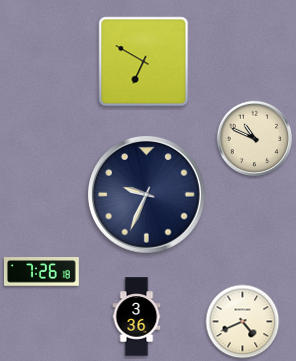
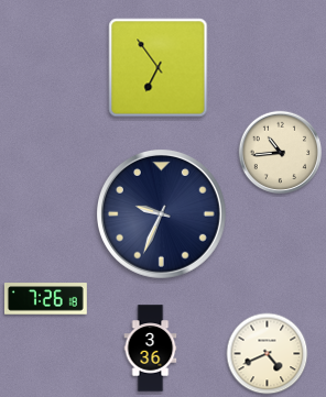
clock at (144, 62): 6:50 -> 6:54
clock at (255, 139): 10:49 -> 10:44
